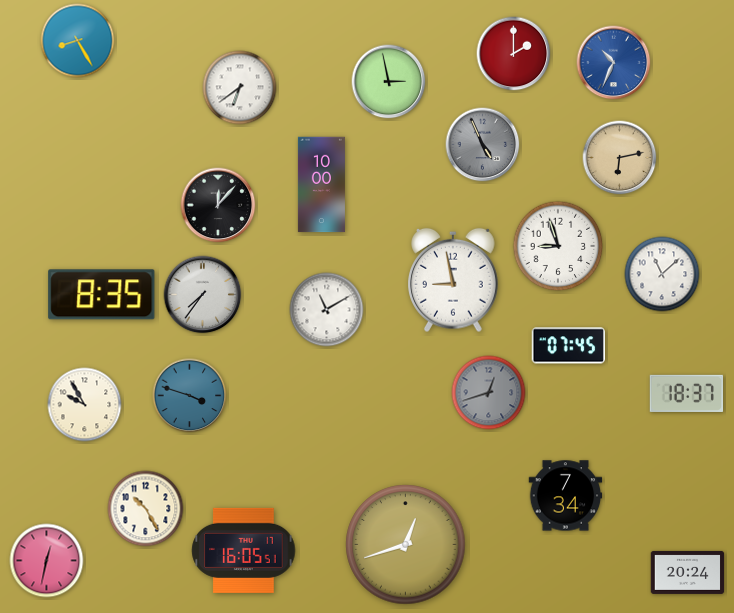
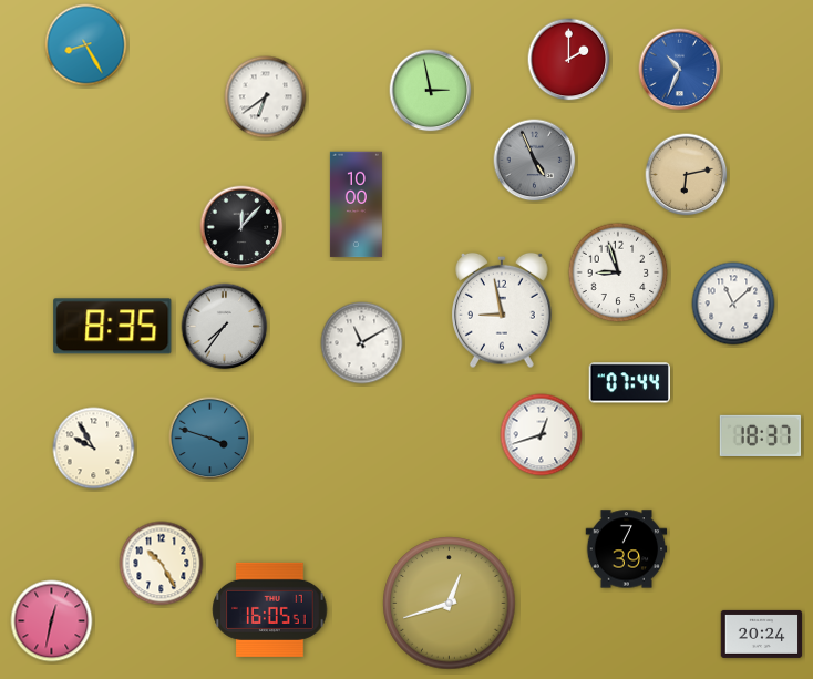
clock at (569, 346): 07:45 -> 07:44
clock at (489, 393) dial: grey -> white
clock at (566, 496): 7:34 -> 7:39
